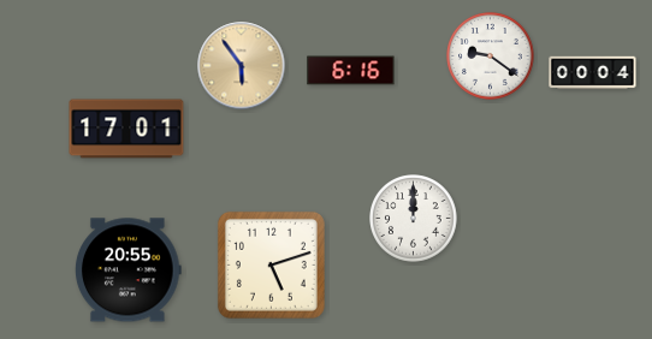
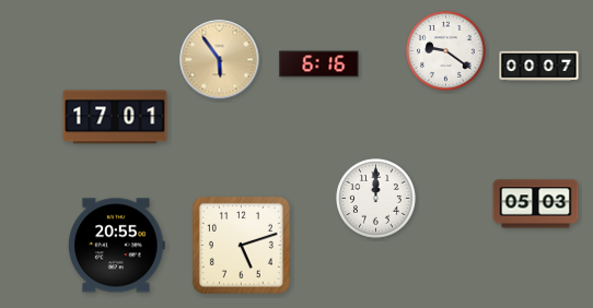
clock at (593, 73): 00:04 -> 00:07
clock at (536, 204): none -> 05:03
clock at (271, 264) position: (271, 264) -> (241, 245)
